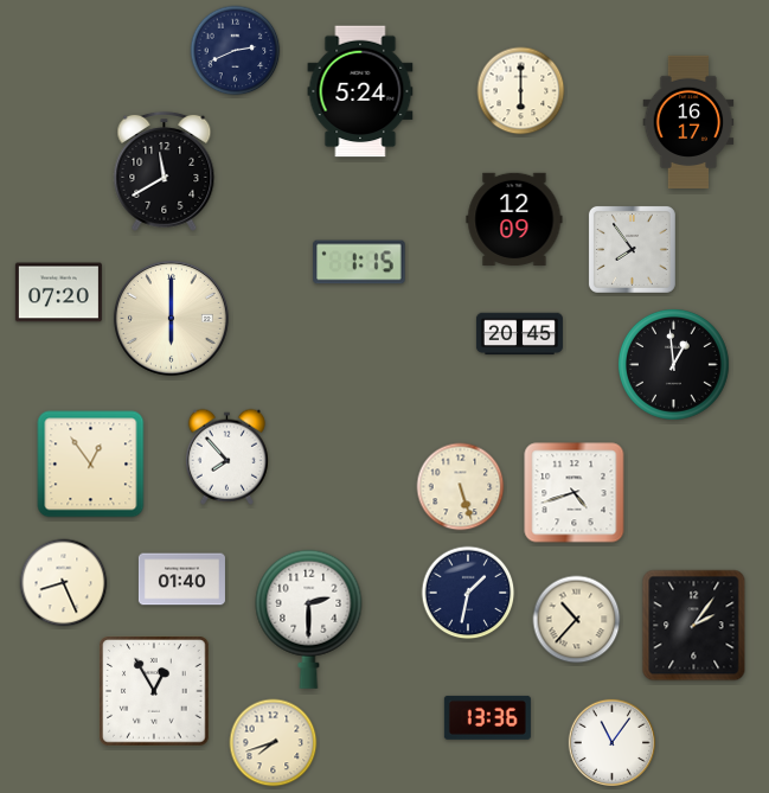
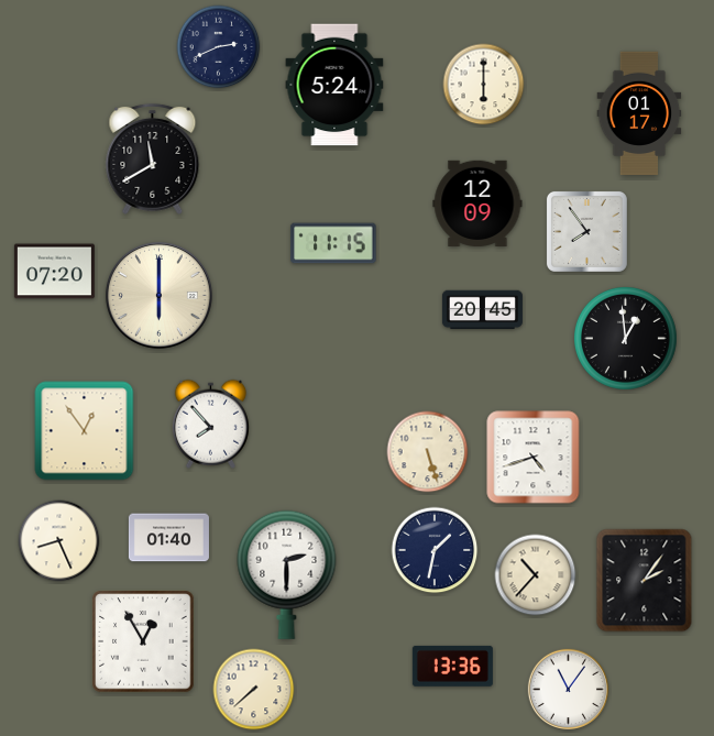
clock at (688, 122): 16:17 -> 01:17
clock at (359, 262): 1:15 -> 11:15
clock at (274, 743): 7:42 -> 7:38
